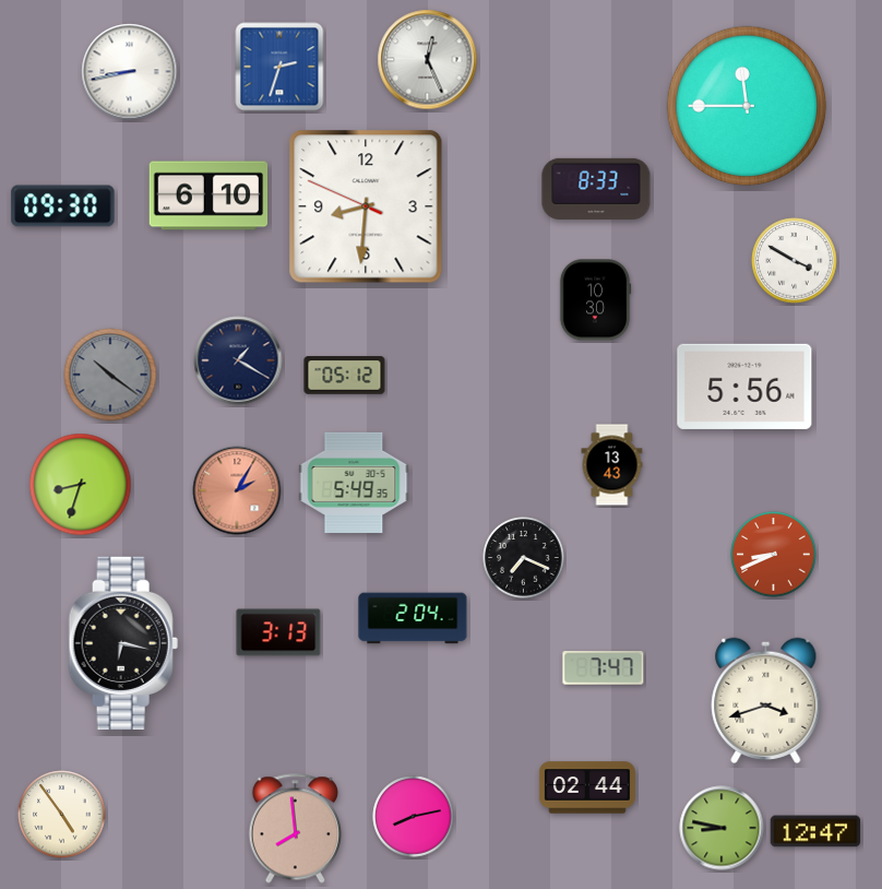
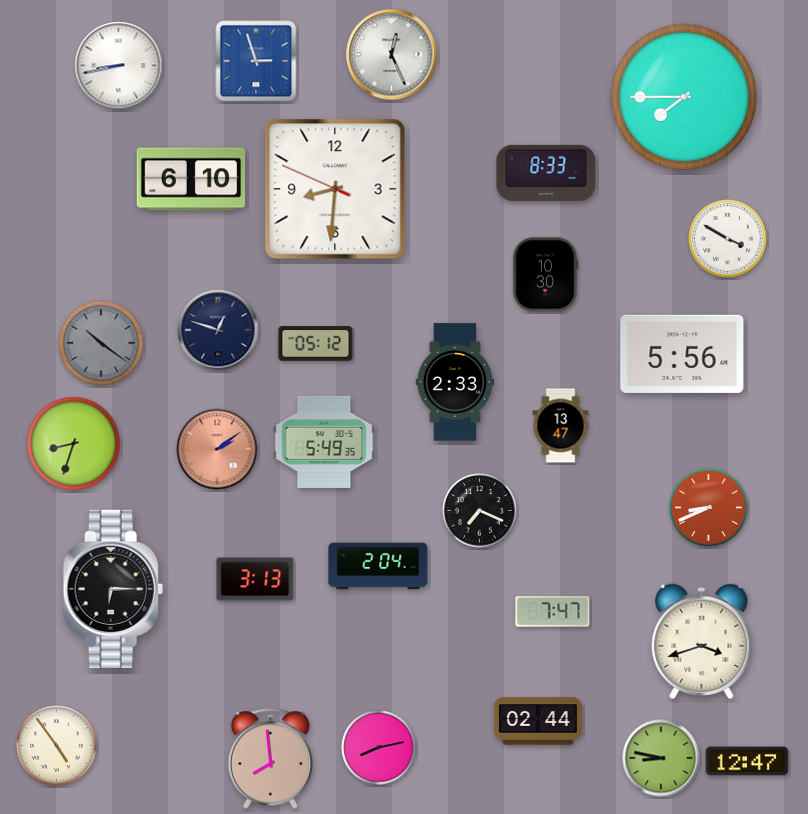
clock at (279, 67): 2:33 -> 2:57
clock at (747, 106): 11:45 -> 7:45
clock at (63, 206): 09:30 -> none
clock at (238, 360): 1:20 -> 12:48
clock at (455, 382): none -> 2:33
clock at (612, 465): 13:43 -> 13:47
clock at (237, 490): 2:05 -> 2:09
clock at (123, 642): 6:17 -> 6:15
